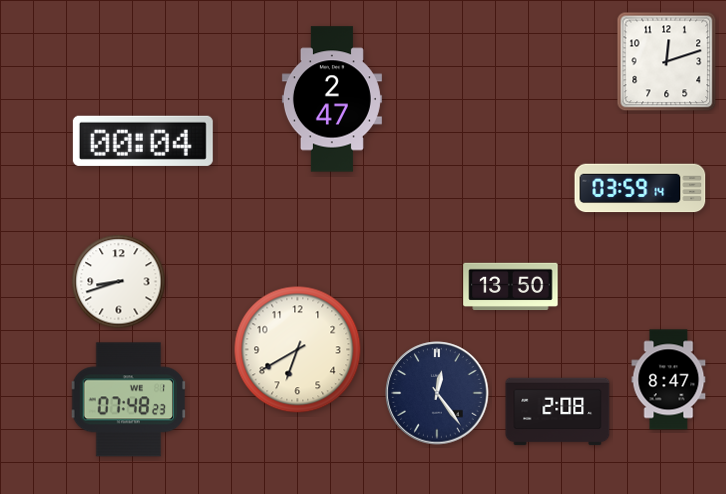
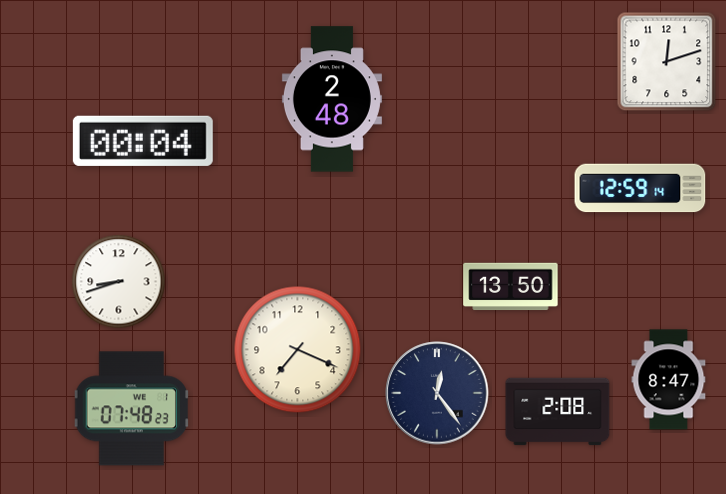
clock at (332, 99): 2:47 -> 2:48
clock at (640, 188): 03:59 -> 12:59
clock at (298, 350): 6:40 -> 7:19
clock at (128, 400) position: (128, 400) -> (131, 409)
